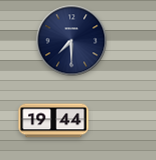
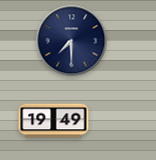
clock at (54, 121): 19:44 -> 19:49
